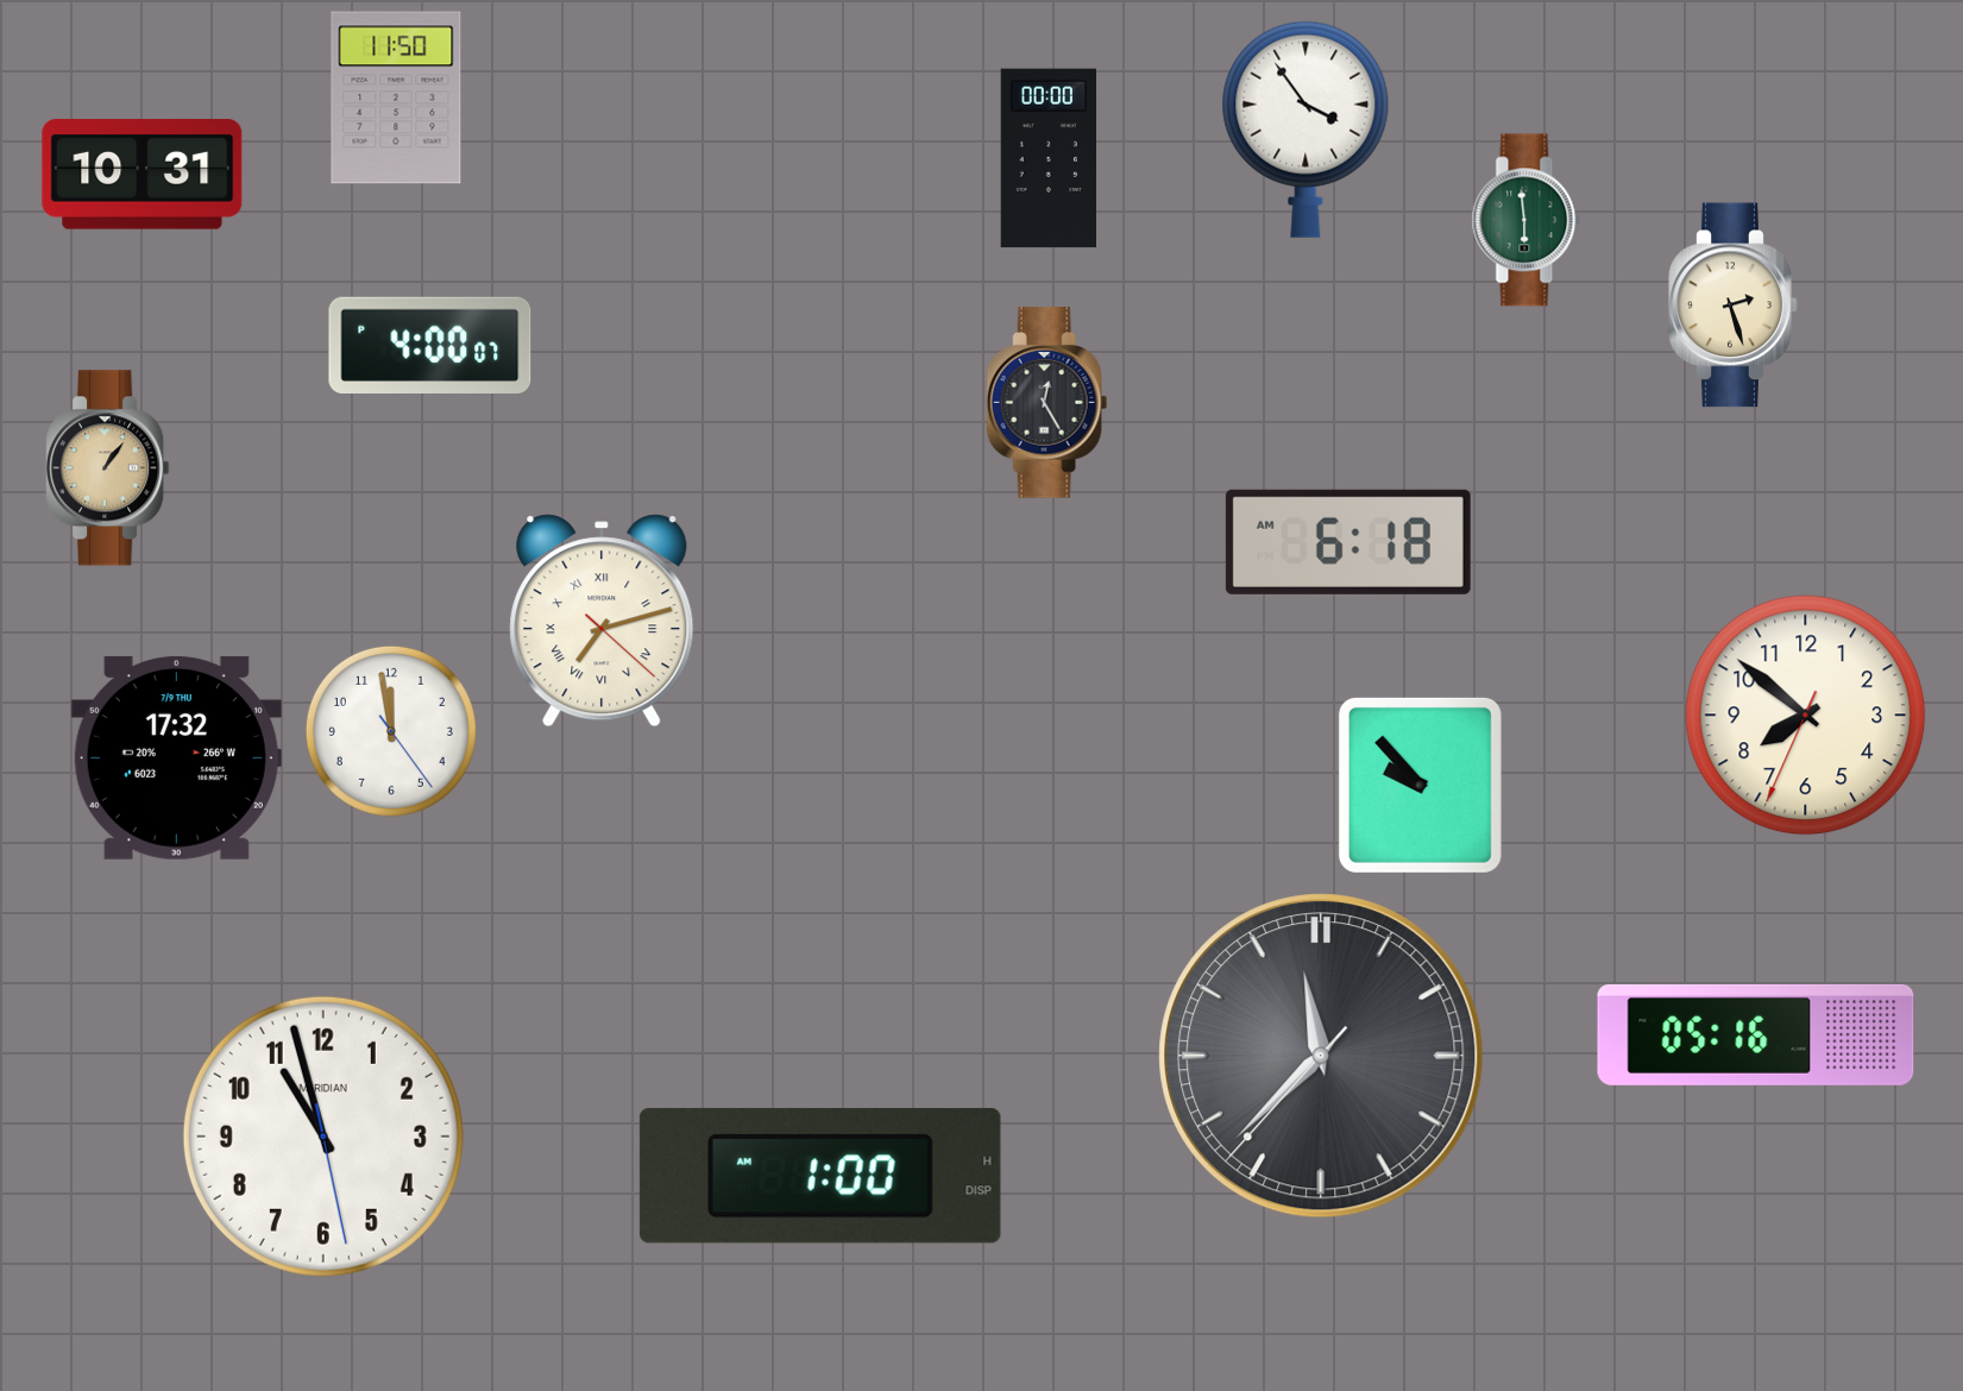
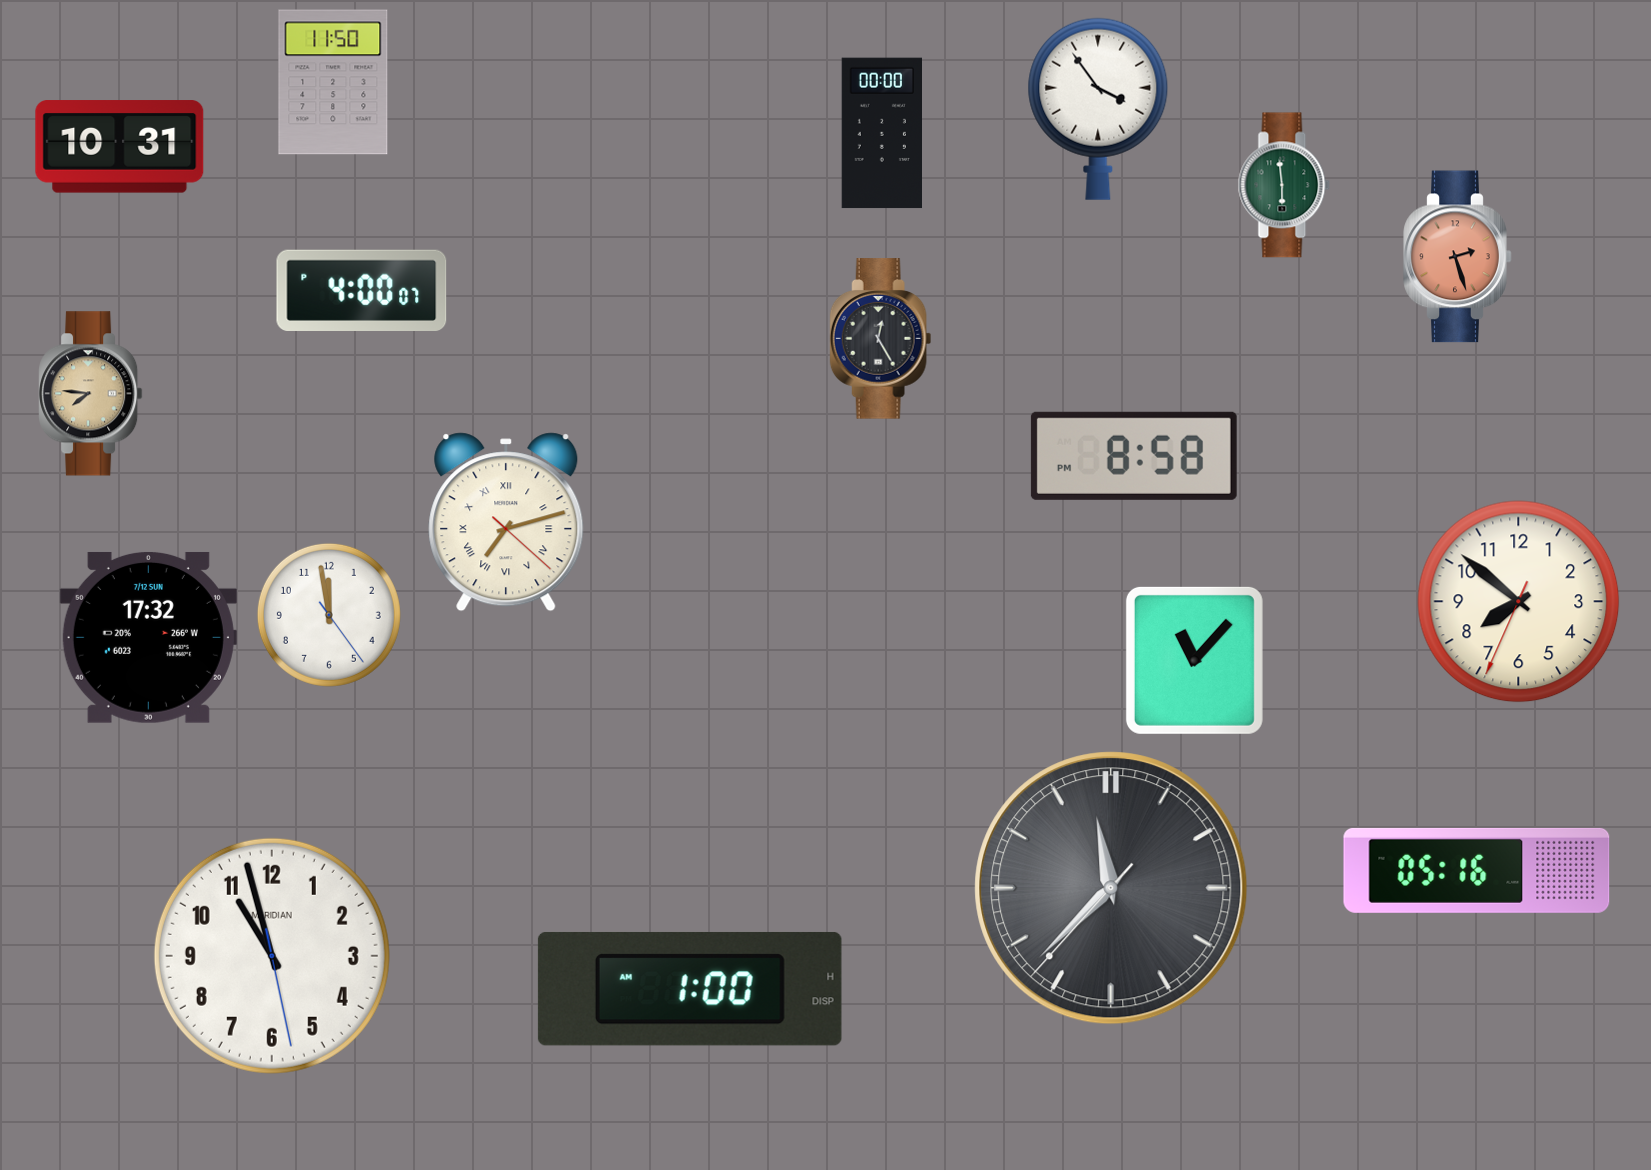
clock at (1734, 306) dial: cream -> salmon
clock at (108, 468): 1:06 -> 7:46
clock at (1348, 542): 6:18 -> 8:58
clock at (176, 757) date: 7/9 THU -> 7/12 SUN
clock at (1420, 785): 9:53 -> 11:07
